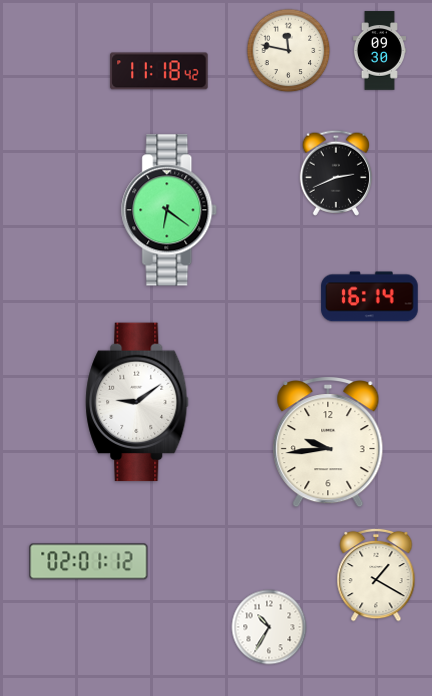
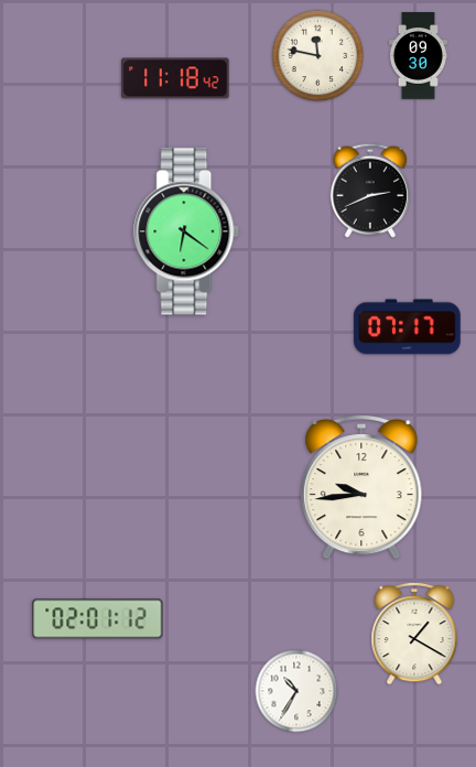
clock at (370, 297): 16:14 -> 07:17
clock at (137, 402): 9:09 -> none
